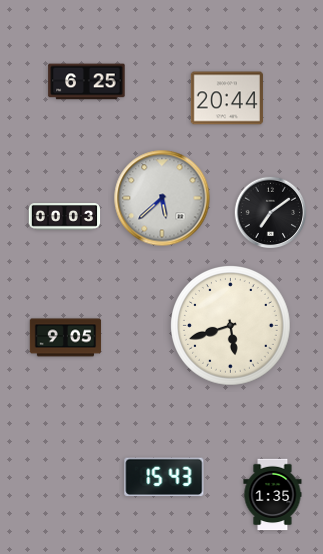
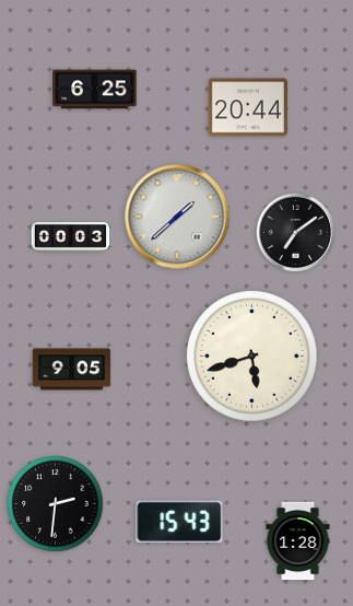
clock at (162, 198): 5:38 -> 1:38
clock at (56, 504): none -> 2:31
clock at (273, 495): 1:35 -> 1:28
